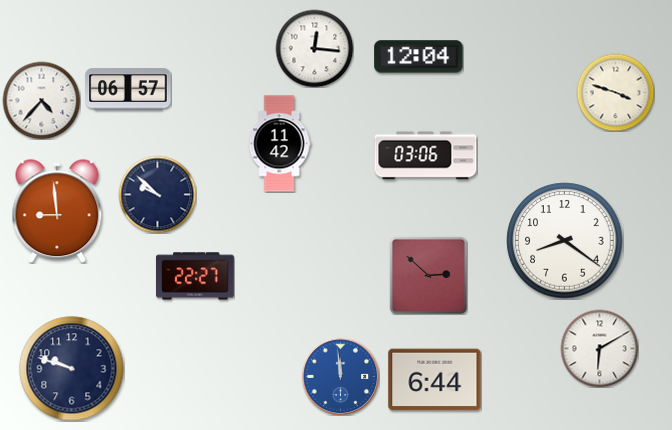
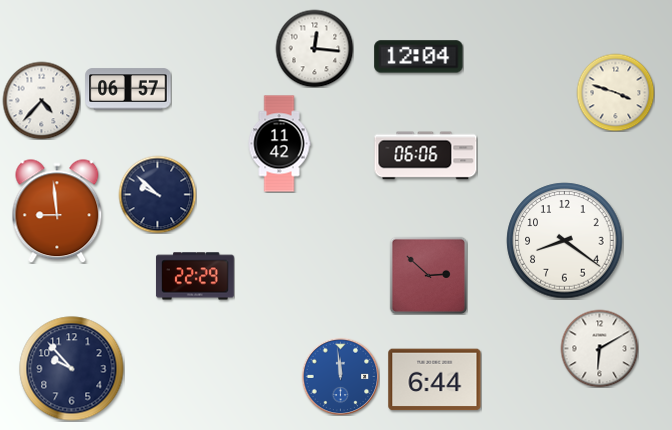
clock at (426, 156): 03:06 -> 06:06
clock at (195, 276): 22:27 -> 22:29
clock at (72, 369): 9:48 -> 9:53
